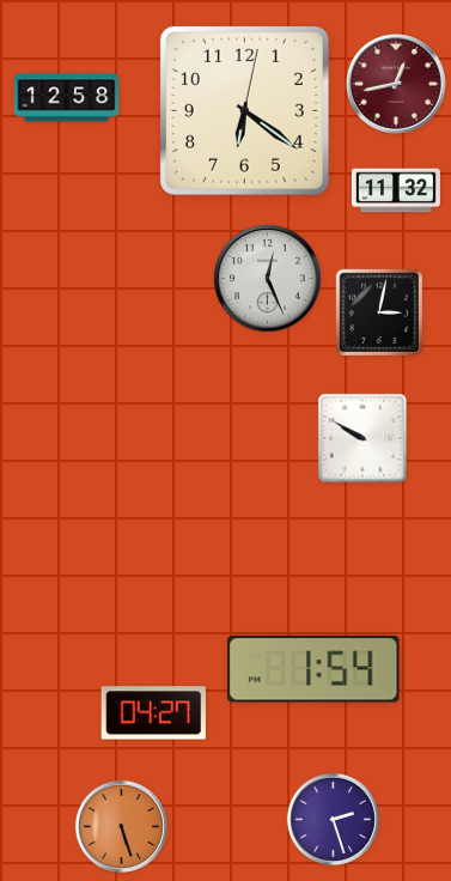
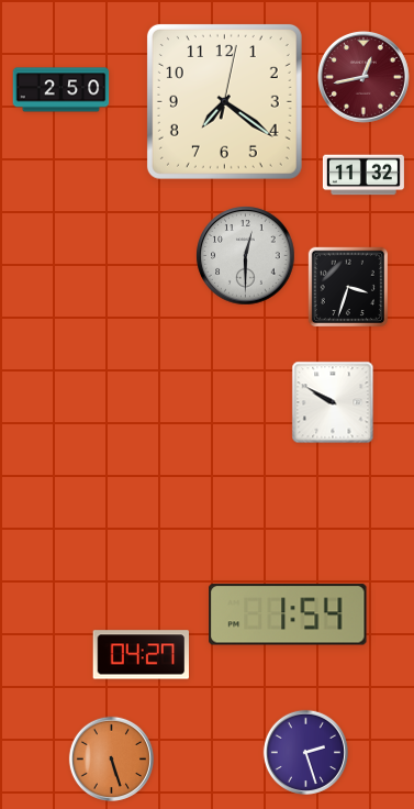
clock at (67, 98): 12:58 -> 2:50
clock at (244, 110): 6:21 -> 7:21
clock at (268, 279): 12:26 -> 12:30
clock at (378, 311): 3:02 -> 3:33
